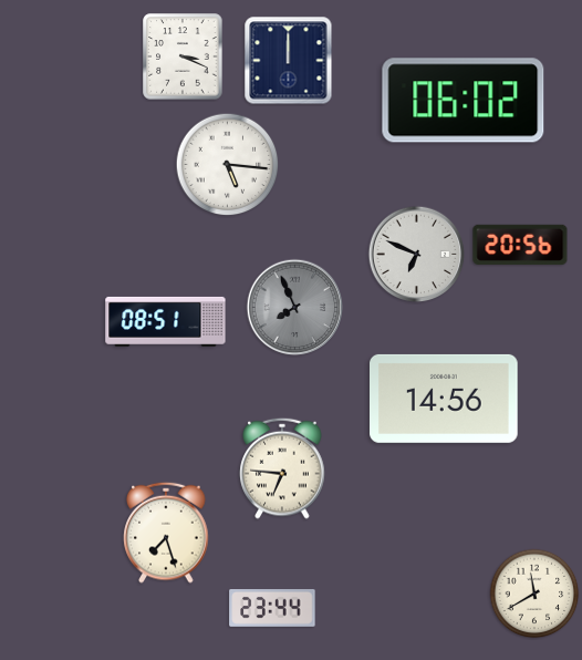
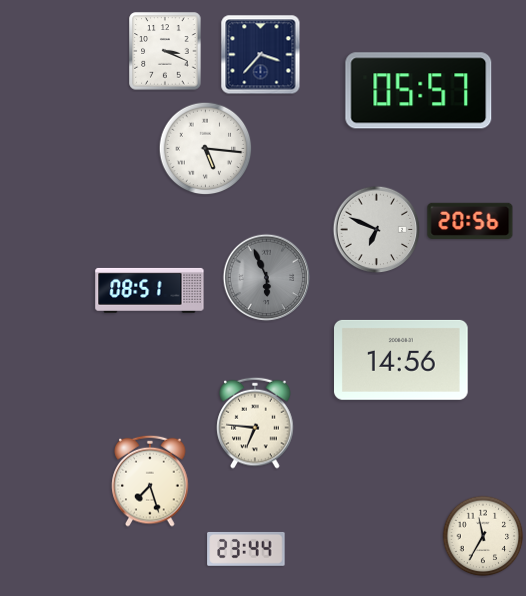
clock at (289, 61): 12:00 -> 3:37
clock at (464, 101): 06:02 -> 05:57
clock at (295, 308): 7:56 -> 5:56
clock at (534, 594): 11:40 -> 11:35
